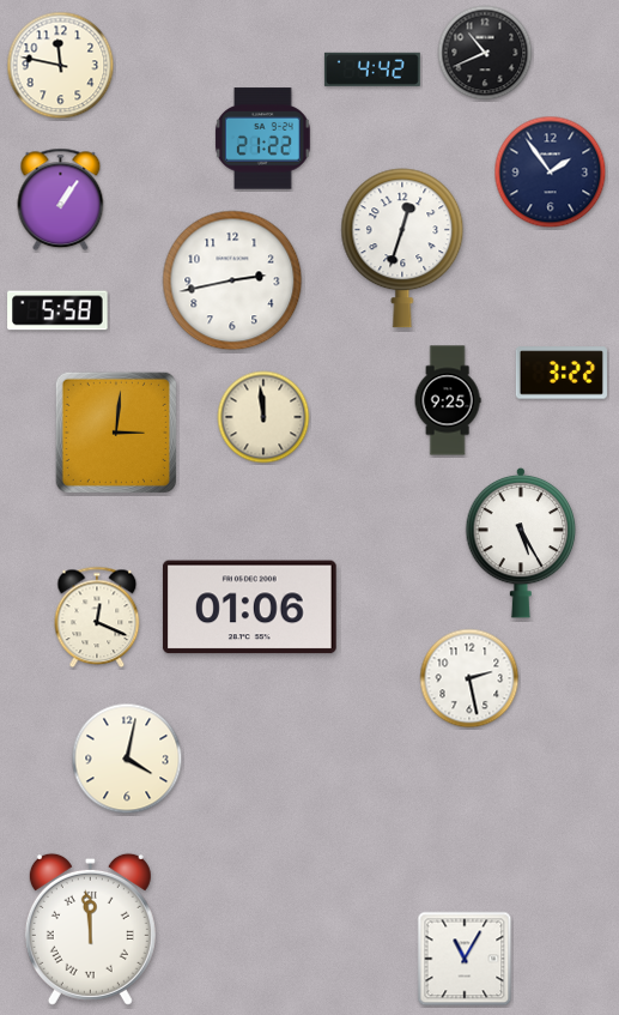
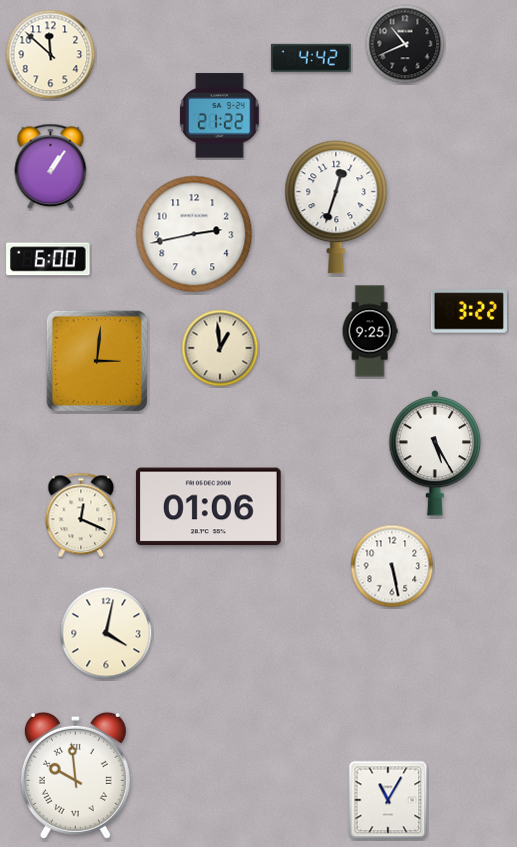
clock at (61, 66): 11:47 -> 11:52
clock at (551, 173): 1:54 -> none
clock at (57, 310): 5:58 -> 6:00
clock at (448, 400) position: (448, 400) -> (370, 331)
clock at (263, 417): 11:59 -> 12:59
clock at (469, 678): 2:28 -> 5:28
clock at (90, 929): 11:59 -> 9:59
